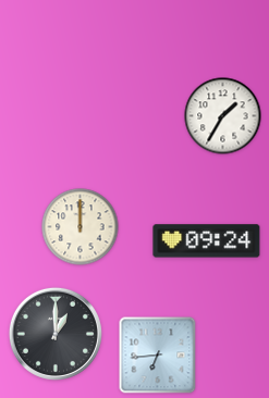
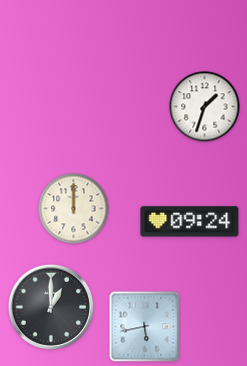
clock at (223, 116): 1:35 -> 1:33
clock at (158, 356): 6:44 -> 5:43
